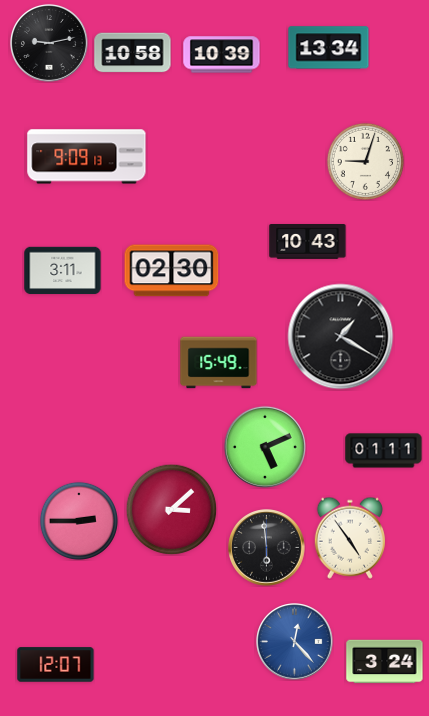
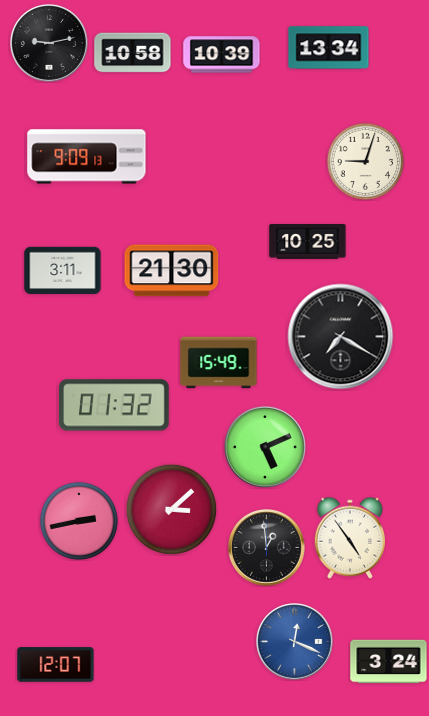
clock at (308, 242): 10:43 -> 10:25
clock at (172, 271): 02:30 -> 21:30
clock at (341, 337): 1:20 -> 7:20
clock at (115, 405): none -> 01:32
clock at (384, 451): 01:11 -> none
clock at (79, 521): 2:45 -> 2:43
clock at (267, 548): 5:59 -> 12:59
clock at (295, 642): 12:23 -> 12:19
clock at (385, 662) position: (385, 662) -> (389, 662)
